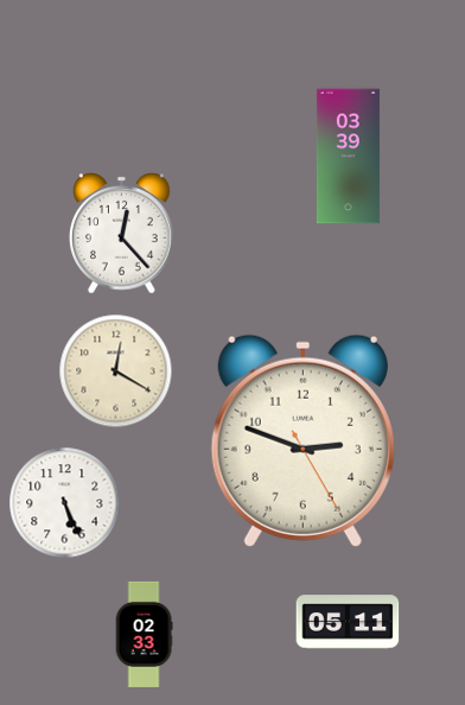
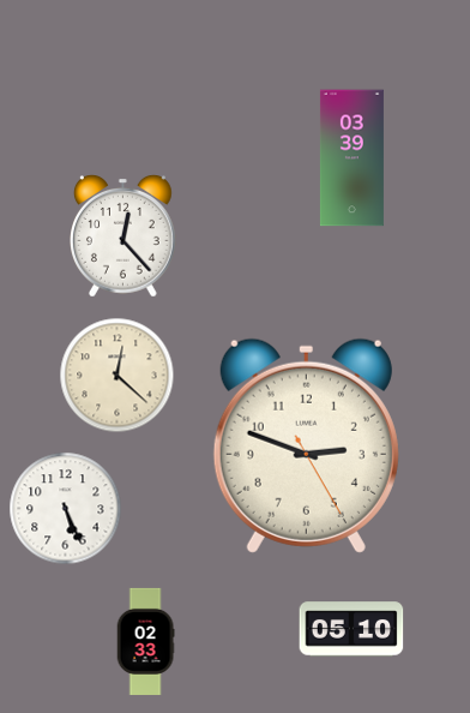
clock at (116, 371): 12:20 -> 12:22
clock at (348, 622): 05:11 -> 05:10
